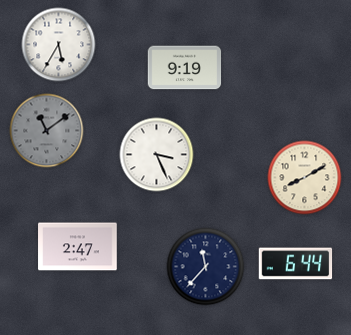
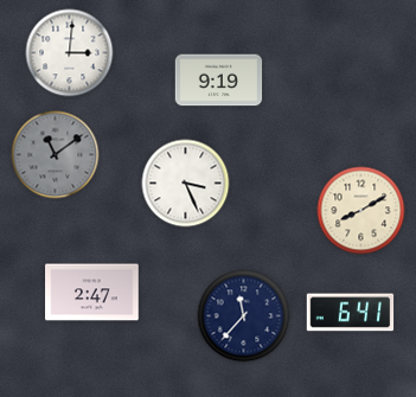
clock at (59, 45): 5:35 -> 3:01
clock at (296, 264): 6:44 -> 6:41
